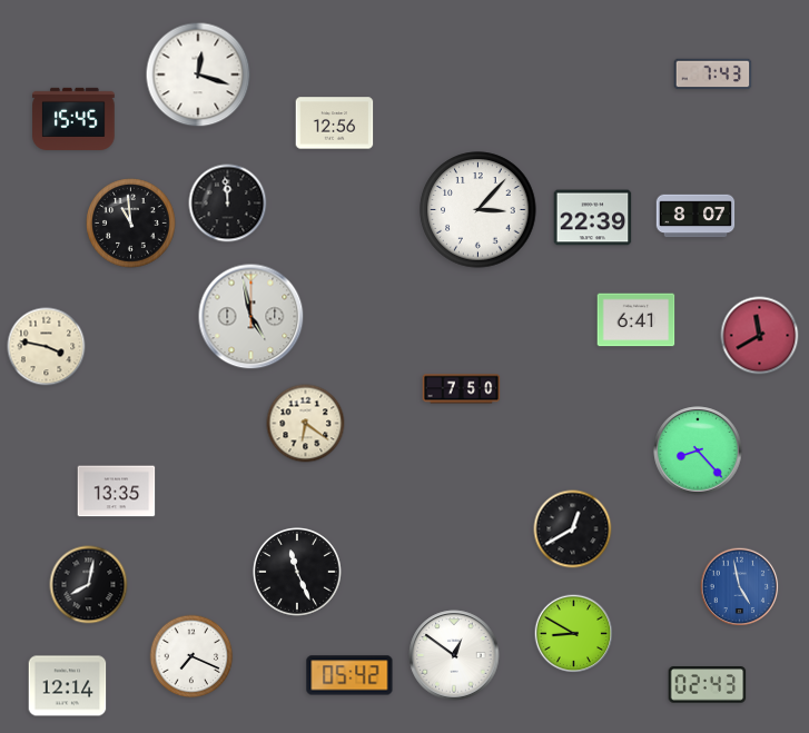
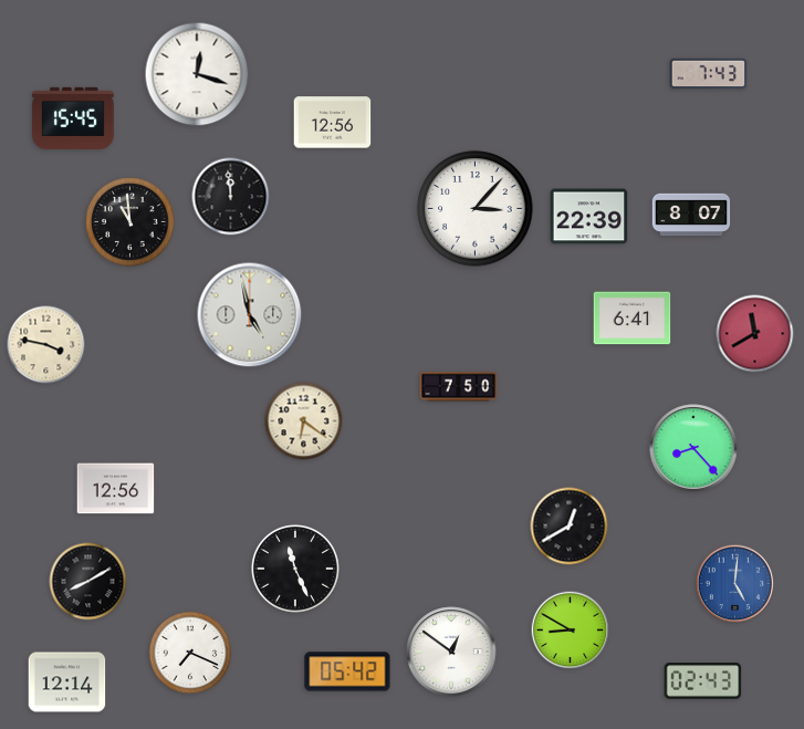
clock at (228, 204) position: (228, 204) -> (231, 197)
clock at (117, 492): 13:35 -> 12:56
clock at (89, 585): 8:02 -> 8:10
clock at (740, 587): 4:58 -> 5:01
